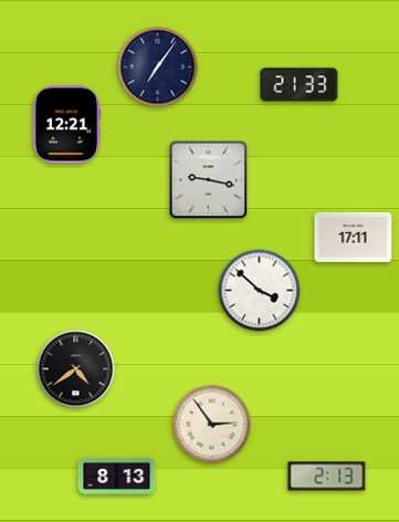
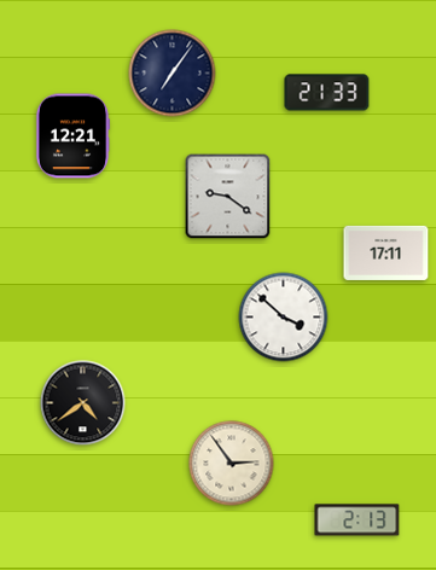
clock at (209, 180): 9:17 -> 9:21
clock at (354, 237) position: (354, 237) -> (386, 252)
clock at (117, 476): 8:13 -> none
